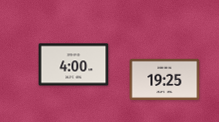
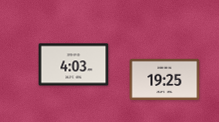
clock at (74, 65): 4:00 -> 4:03
